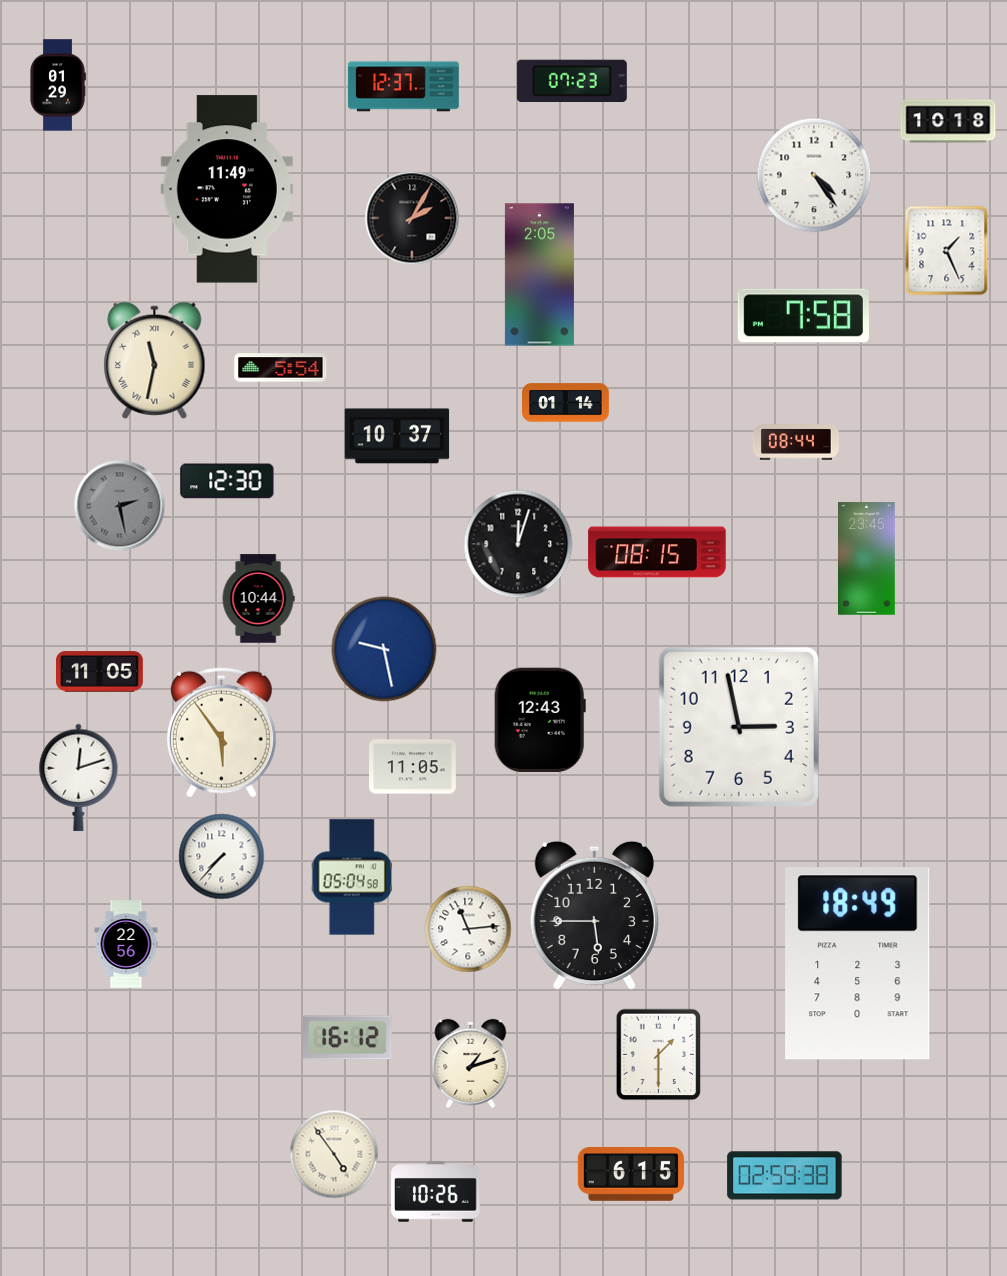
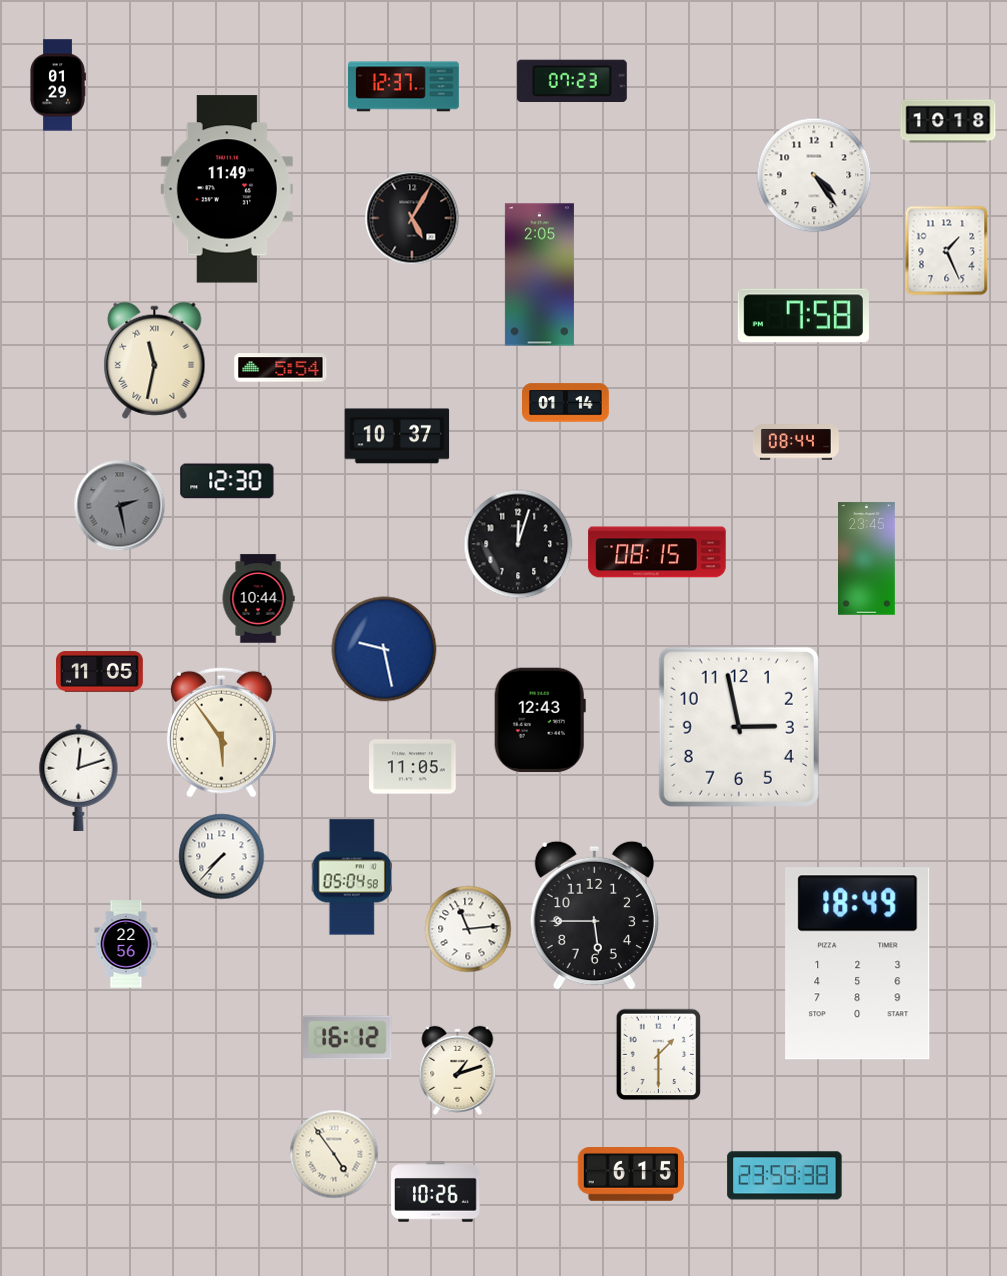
clock at (412, 218): 2:05 -> 5:05
clock at (471, 1063) position: (471, 1063) -> (458, 1070)
clock at (785, 1176): 02:59 -> 23:59
